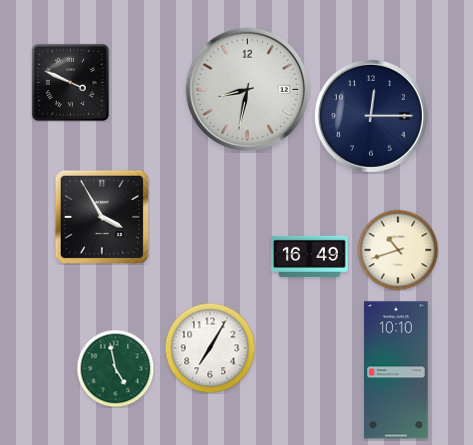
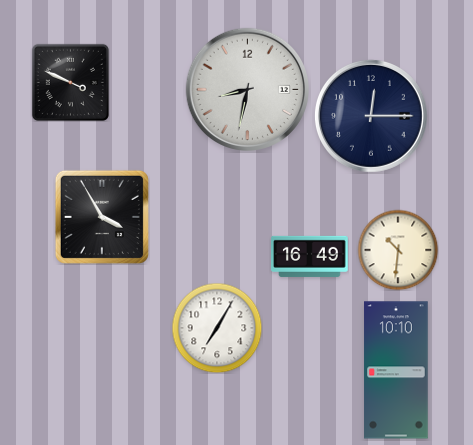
clock at (398, 250): 10:42 -> 10:31
clock at (210, 348) position: (210, 348) -> (217, 328)
clock at (115, 368): 4:58 -> none
